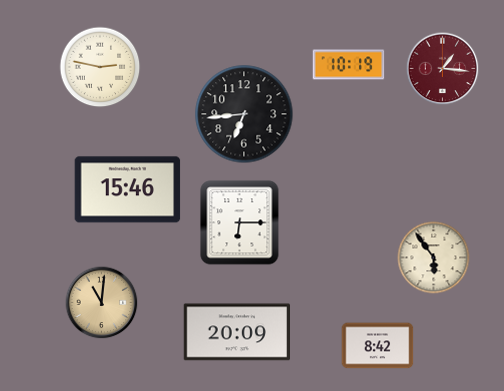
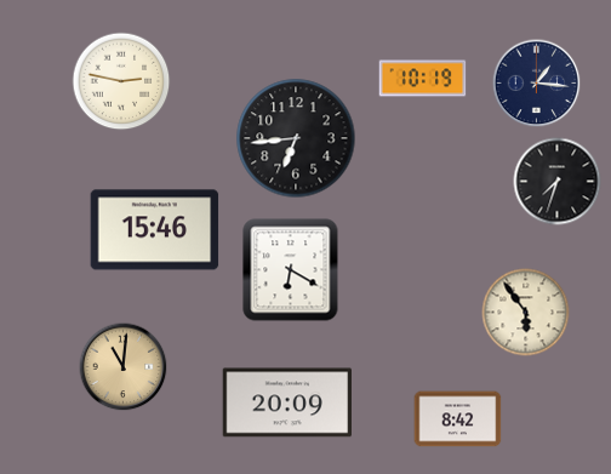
clock at (443, 69) dial: burgundy -> navy
clock at (558, 182): none -> 7:33
clock at (240, 223): 6:15 -> 6:20
